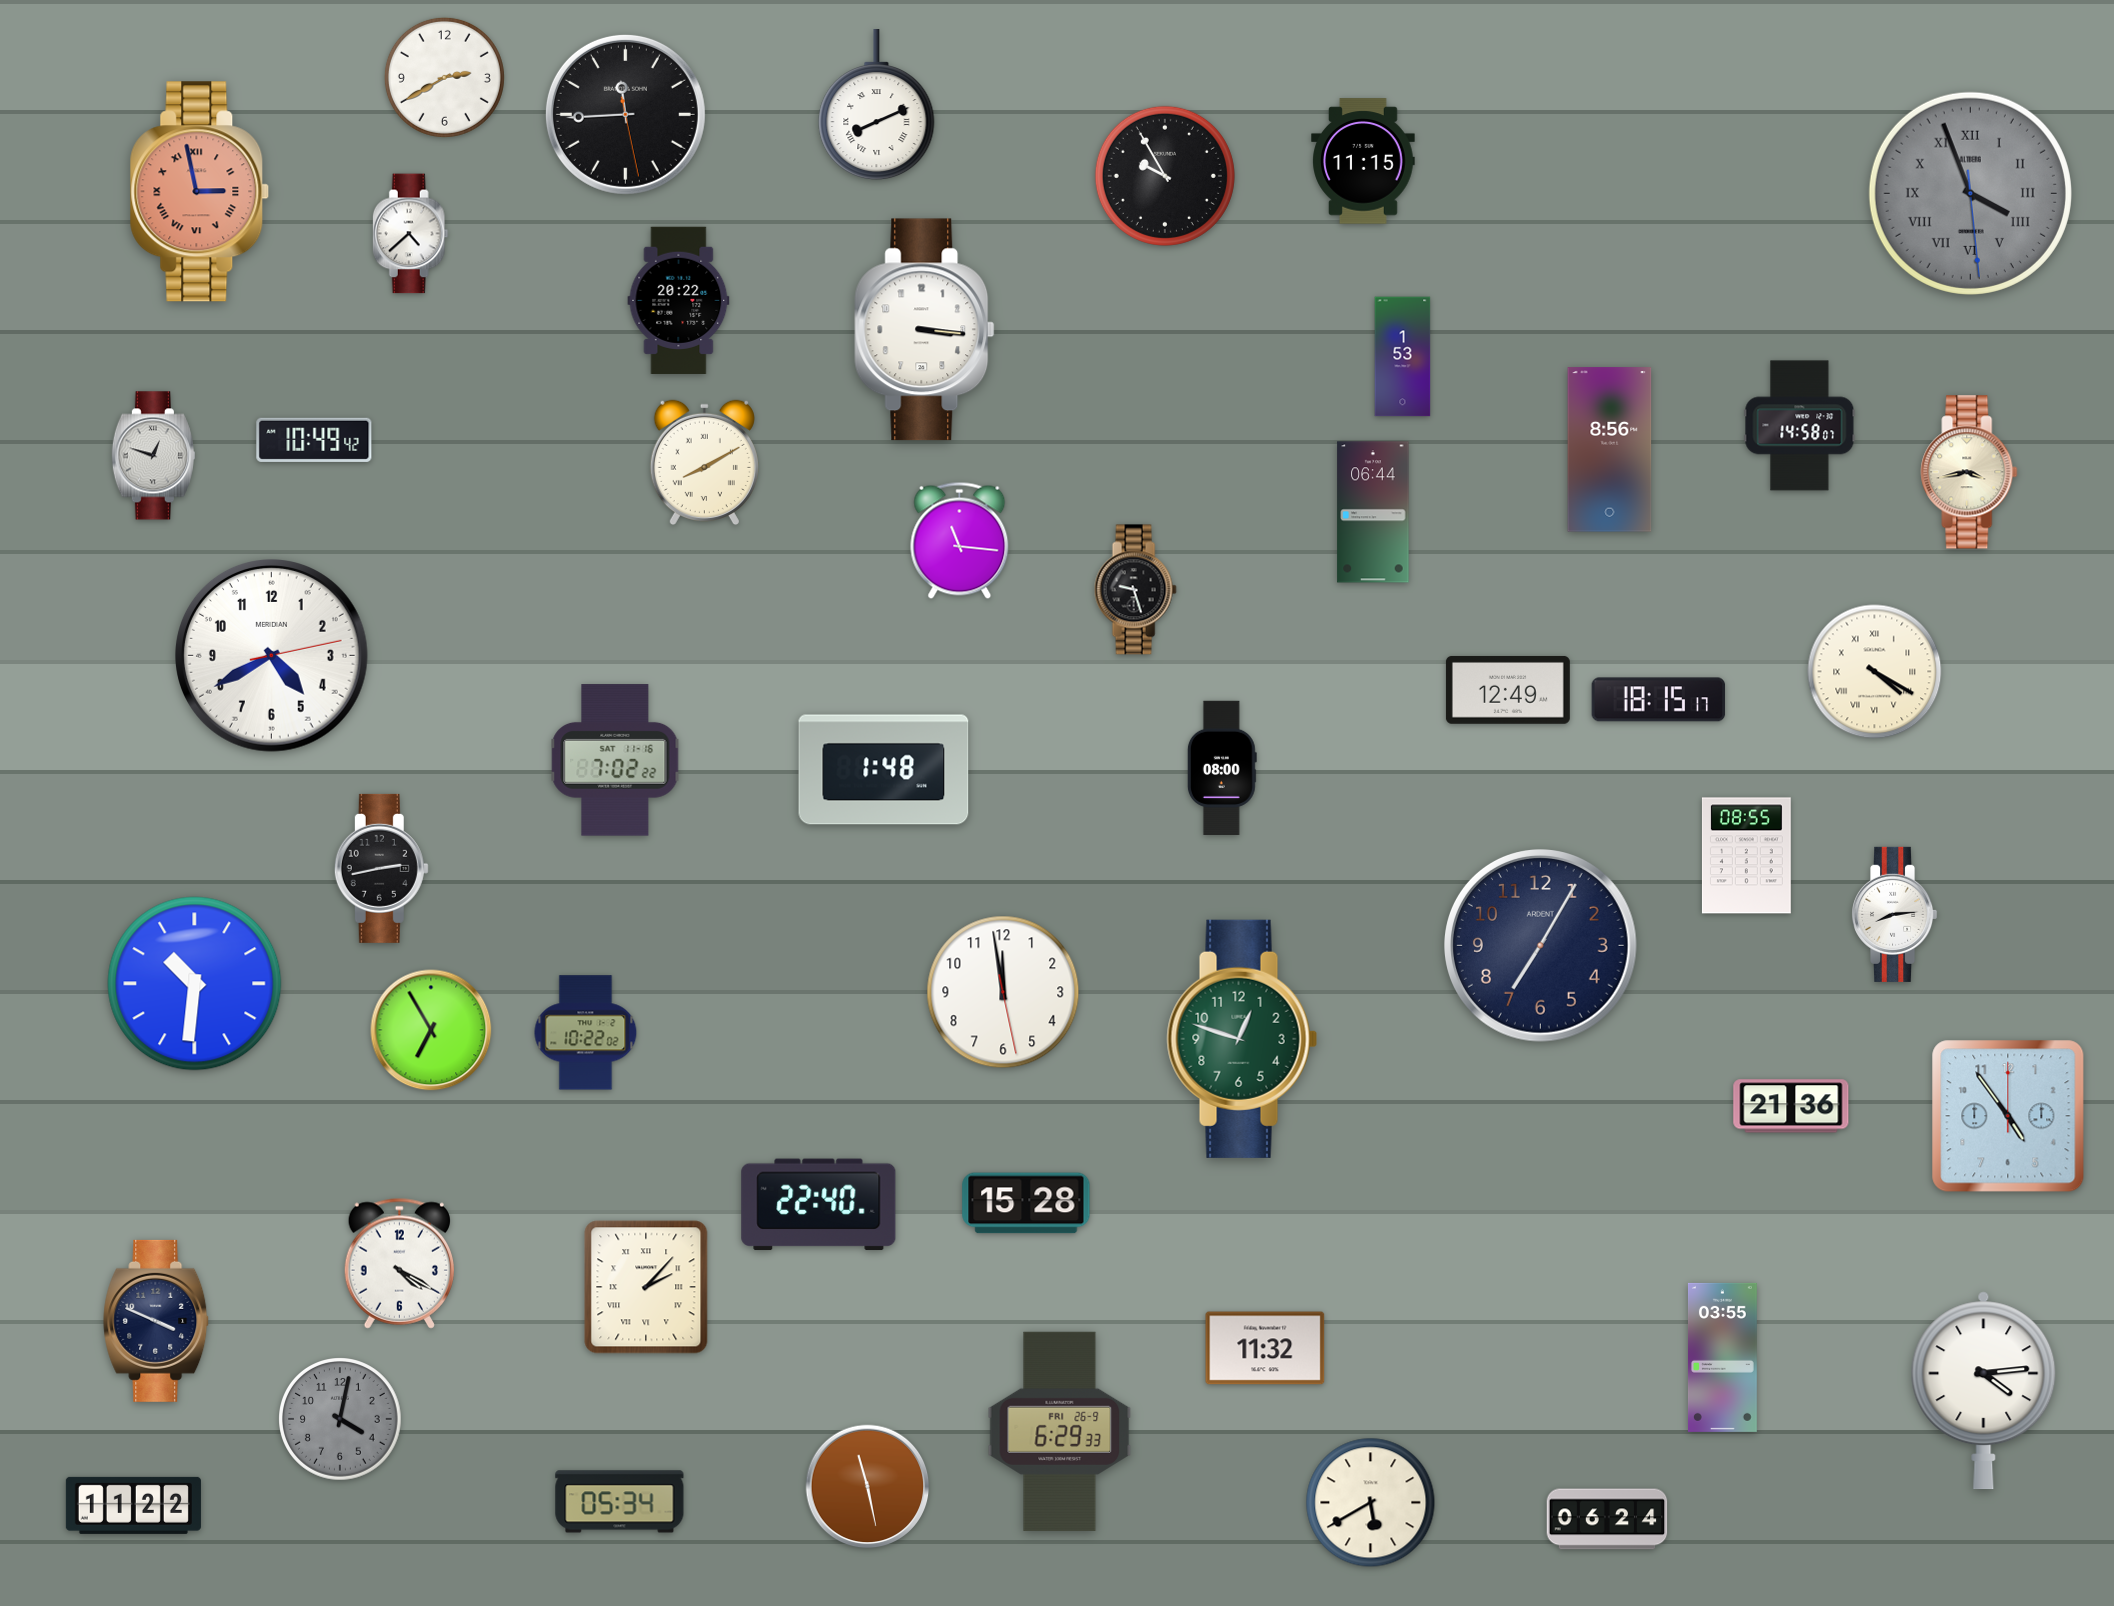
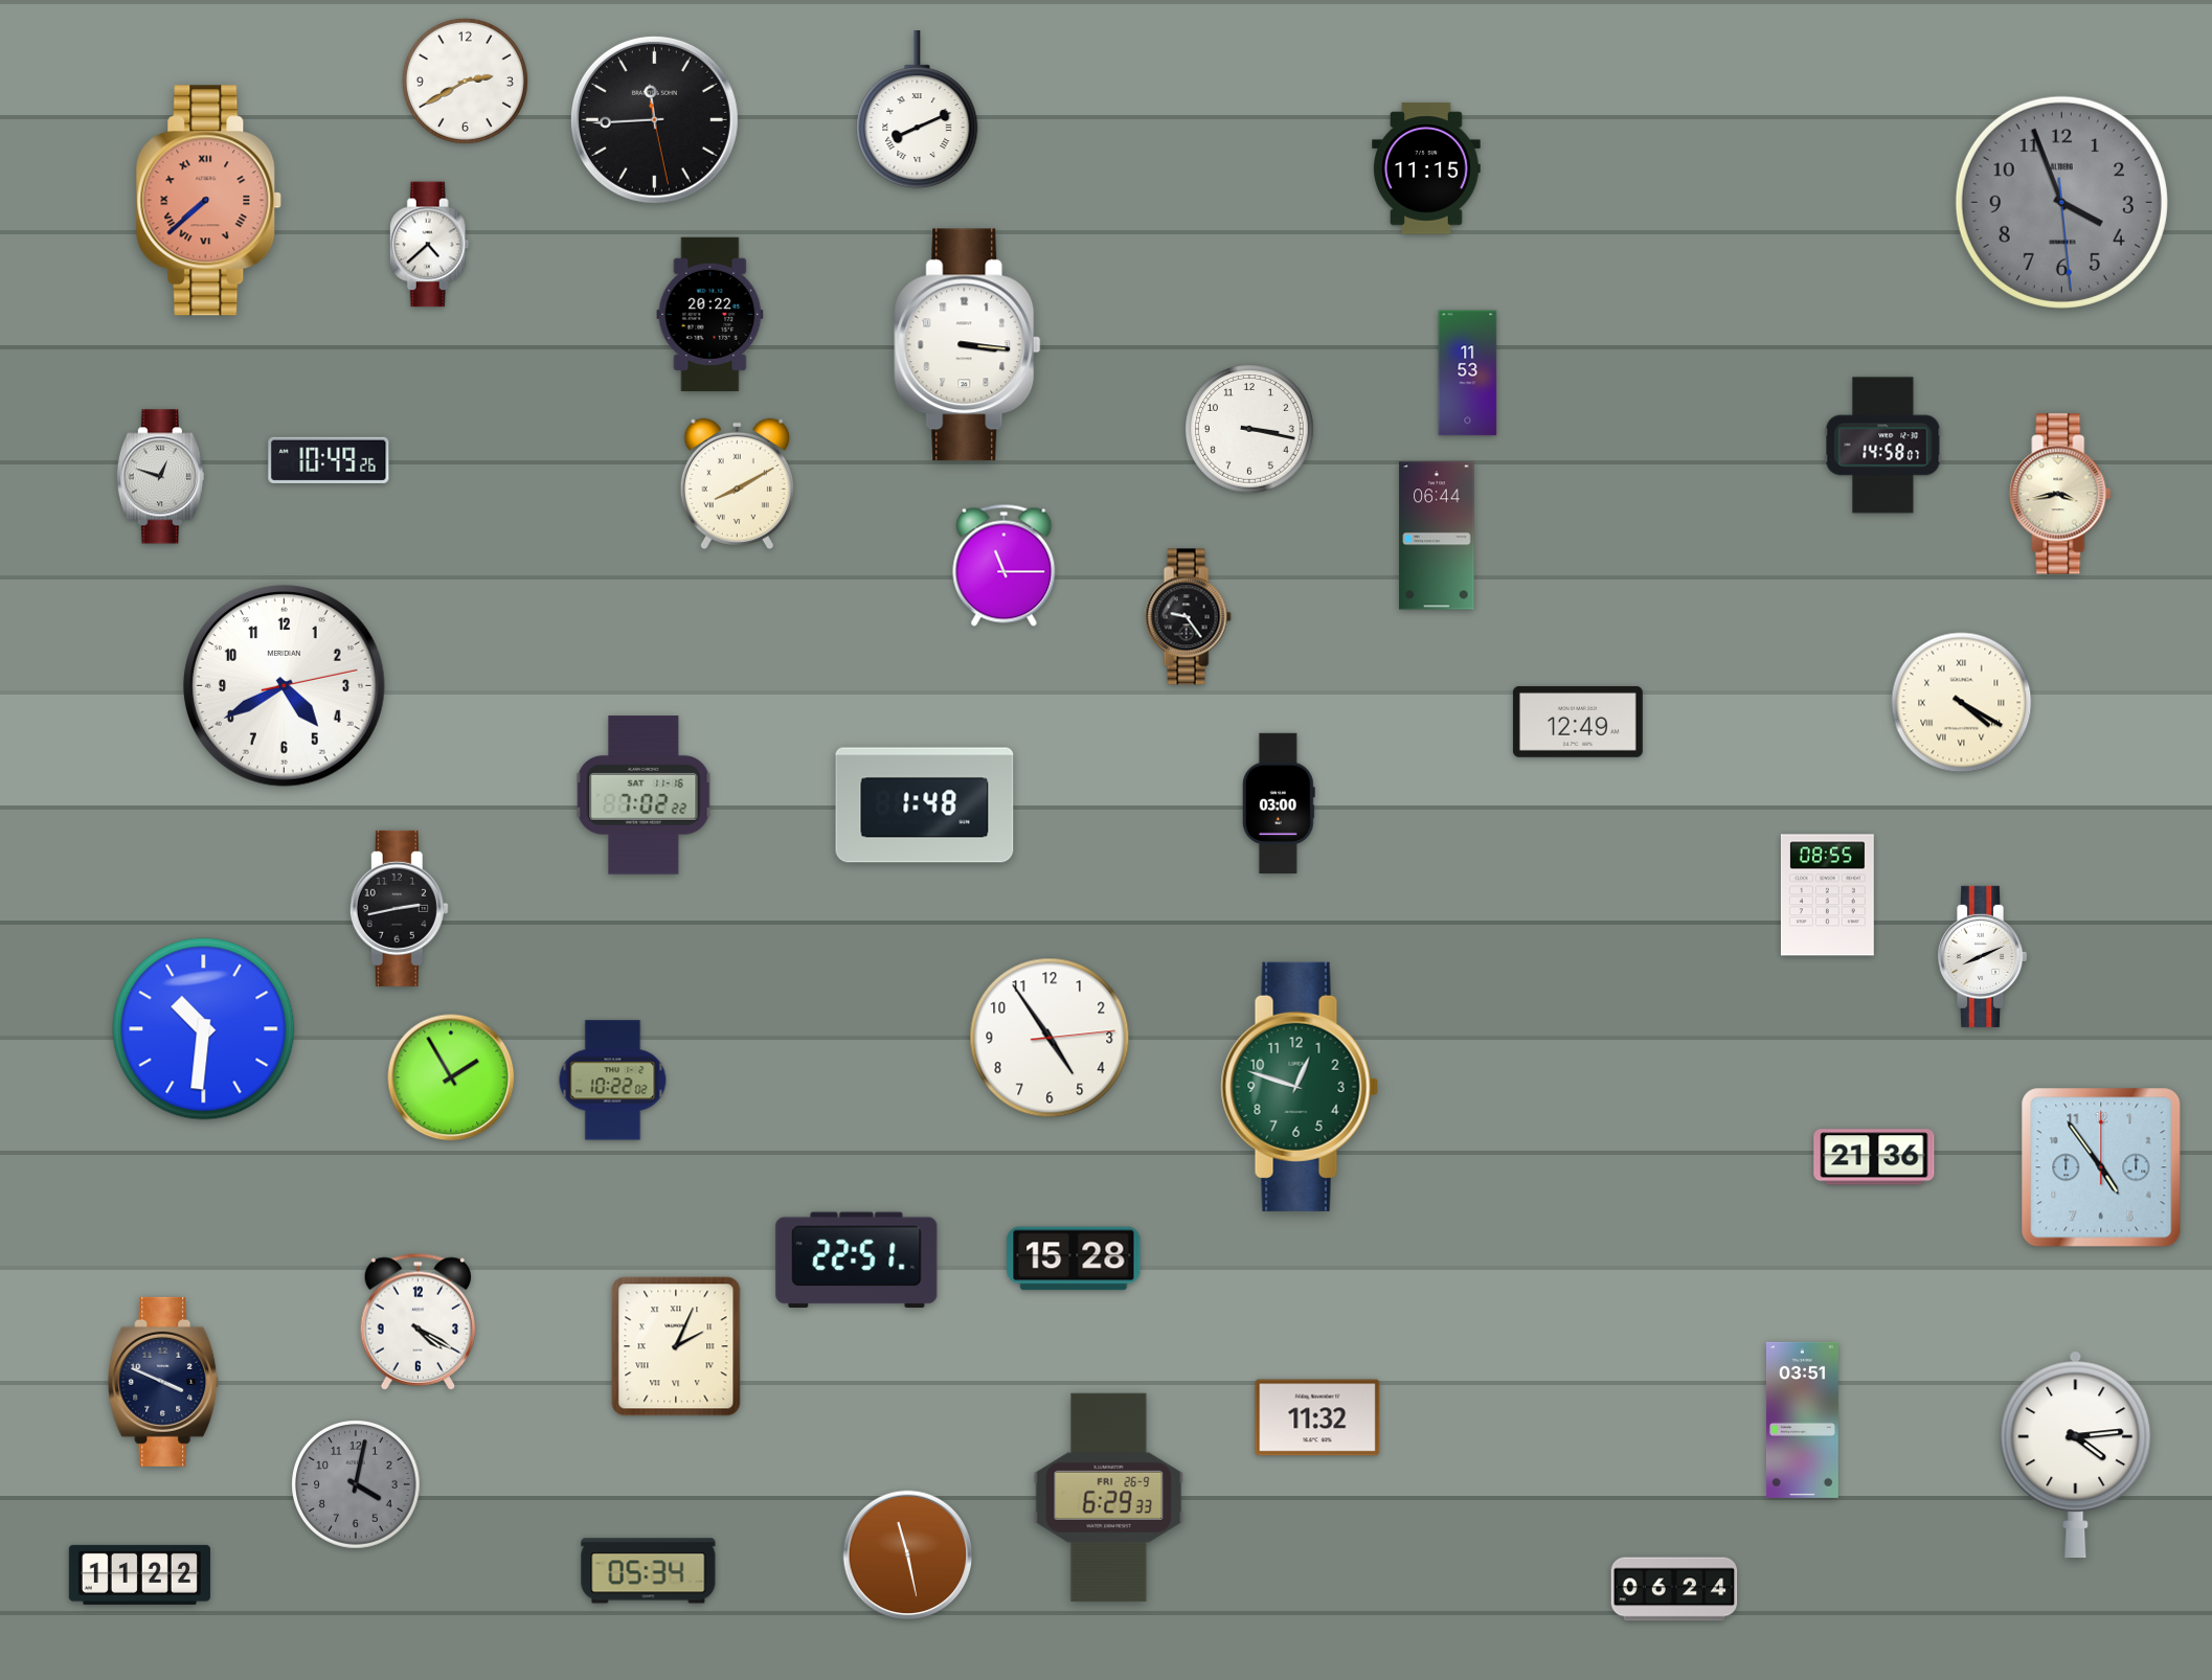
clock at (1165, 176): 9:55 -> none
clock at (200, 192): 2:58 -> 7:38
clock at (1970, 193) numerals: Roman -> Arabic
clock at (1403, 357): 1:53 -> 11:53
clock at (1250, 430): none -> 3:17
clock at (314, 440): 10:49:42 -> 10:49:26
clock at (1610, 450): 8:56 -> none
clock at (960, 540): 11:16 -> 11:15
clock at (1135, 590): 9:27 -> 9:24
clock at (1659, 700): 18:15 -> none
clock at (1222, 767): 08:00 -> 03:00
clock at (1895, 914): 8:14 -> 8:11
clock at (1541, 946): 7:05 -> none
clock at (1003, 992): 11:58 -> 4:54
clock at (431, 1030): 6:55 -> 1:55
clock at (819, 1205): 22:40 -> 22:51
clock at (646, 1287): 2:07 -> 2:04
clock at (1265, 1348) position: (1265, 1348) -> (1317, 1417)
clock at (1722, 1357): 03:55 -> 03:51
clock at (1371, 1503): 5:40 -> none
clock at (1607, 1519) position: (1607, 1519) -> (1674, 1589)
